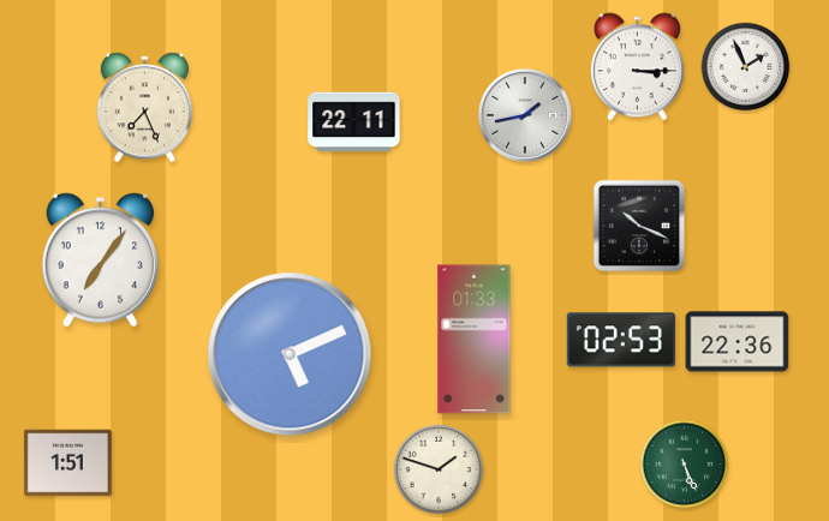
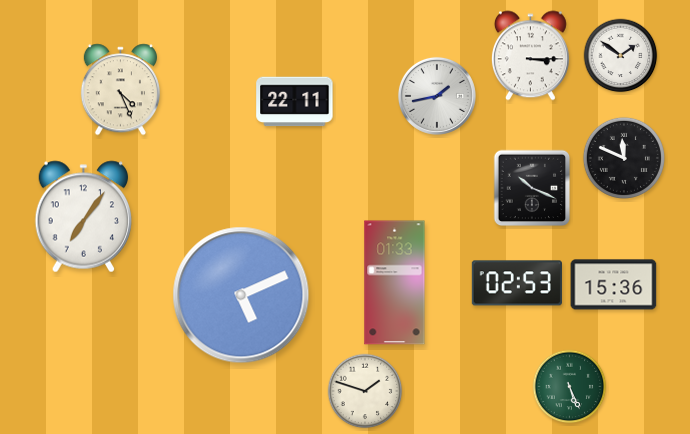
clock at (746, 67): 1:56 -> 1:51
clock at (144, 108): 7:26 -> 4:26
clock at (624, 158): none -> 11:49
clock at (738, 342): 22:36 -> 15:36
clock at (67, 463): 1:51 -> none
